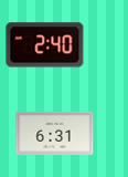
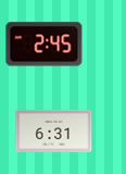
clock at (45, 45): 2:40 -> 2:45
